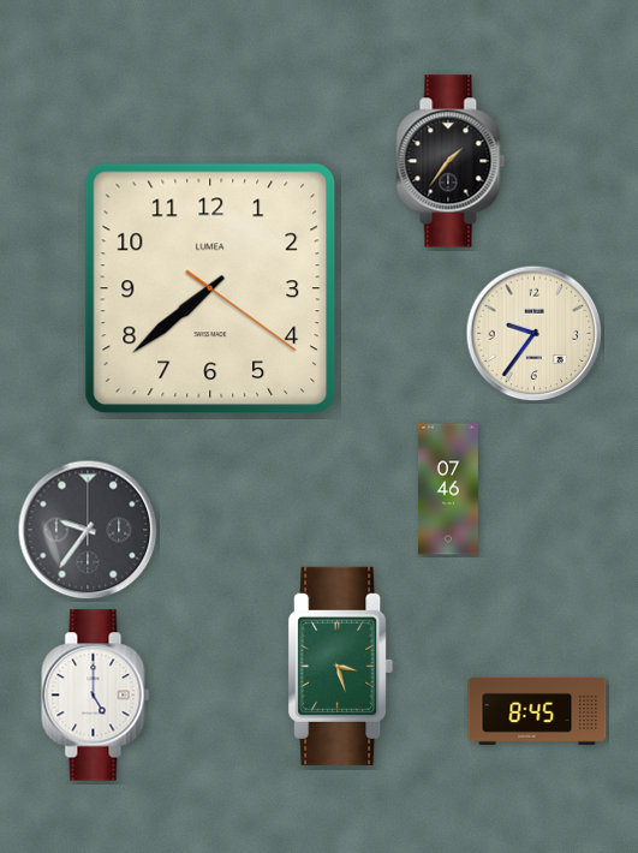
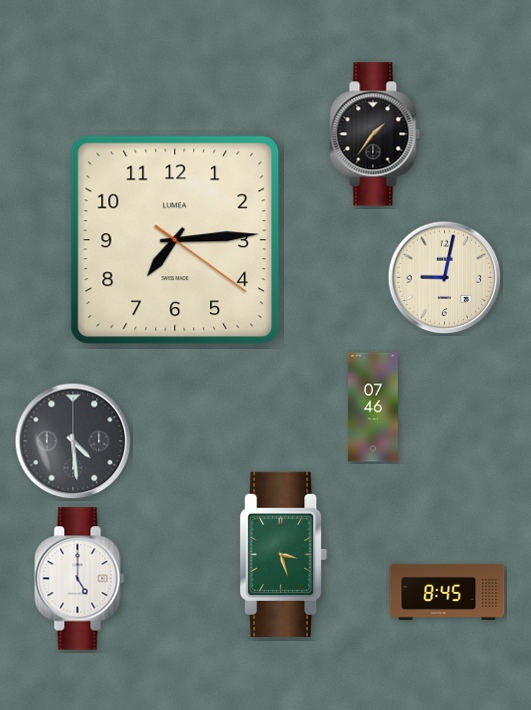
clock at (210, 288): 7:38 -> 7:14
clock at (535, 334): 9:36 -> 9:02
clock at (88, 530): 9:36 -> 4:29
